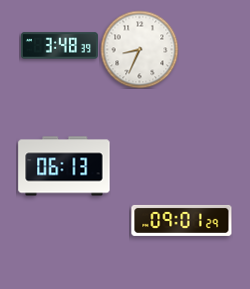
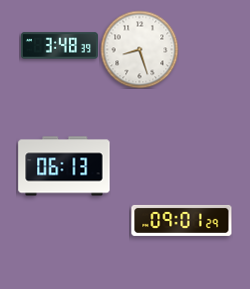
clock at (139, 49): 8:34 -> 8:27
